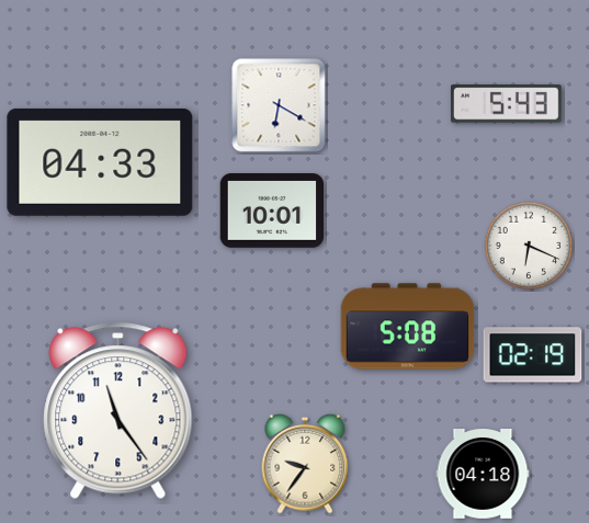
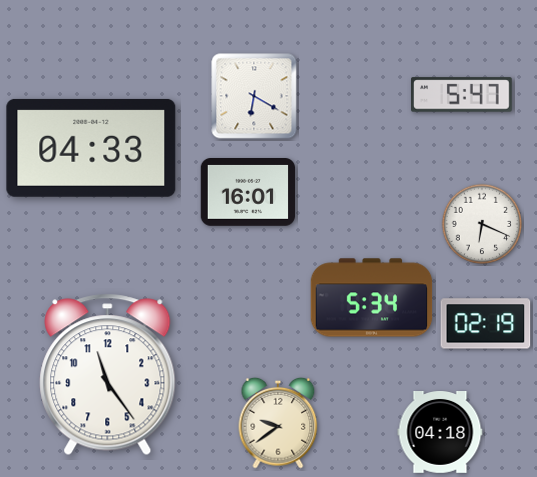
clock at (507, 104): 5:43 -> 5:47
clock at (271, 212): 10:01 -> 16:01
clock at (408, 327): 5:08 -> 5:34
clock at (305, 464): 9:36 -> 9:39
